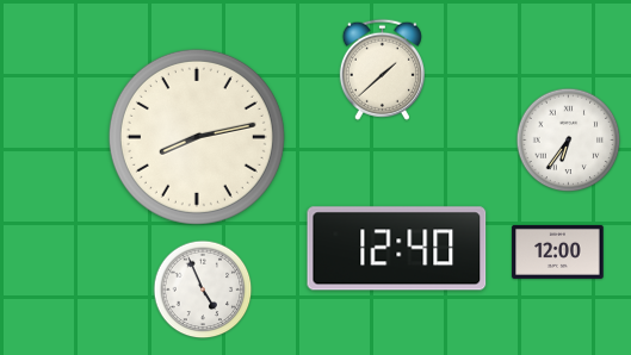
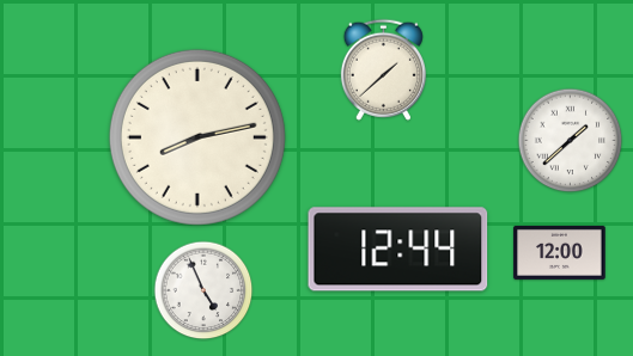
clock at (569, 141): 6:36 -> 1:38
clock at (397, 249): 12:40 -> 12:44
